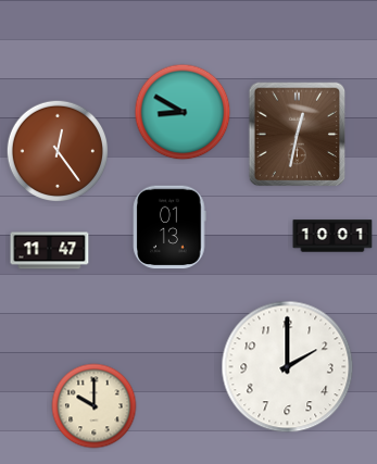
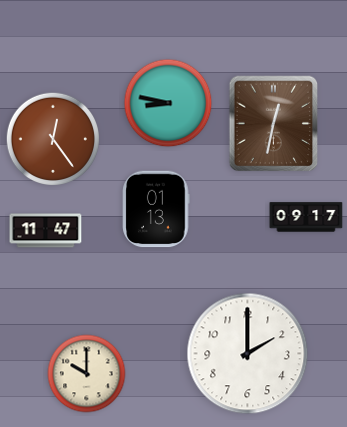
clock at (183, 112): 8:50 -> 8:47
clock at (332, 236): 10:01 -> 09:17
clock at (288, 367) position: (288, 367) -> (248, 354)
